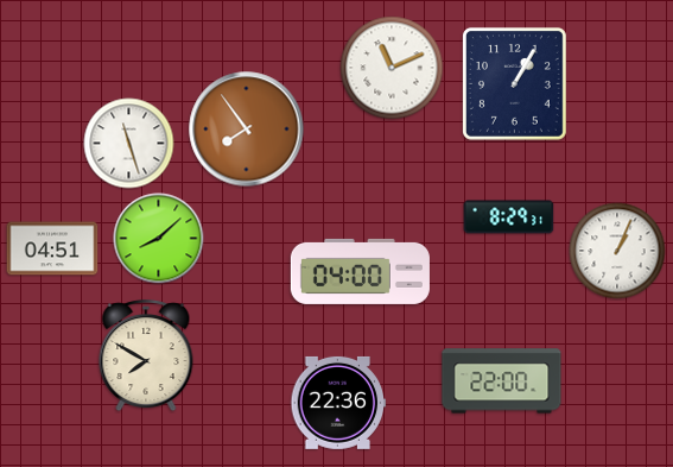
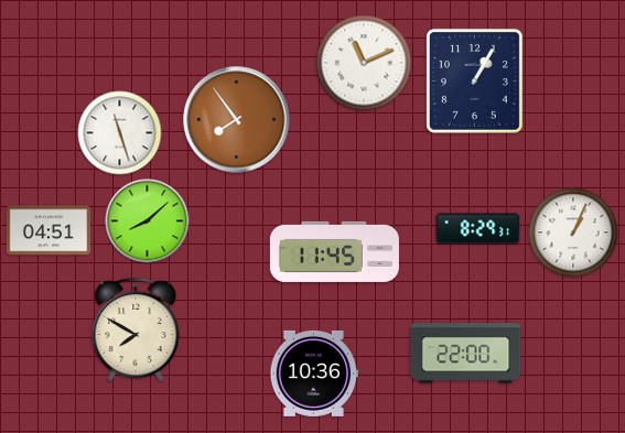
clock at (514, 83) position: (514, 83) -> (474, 80)
clock at (247, 130) position: (247, 130) -> (237, 120)
clock at (509, 217) position: (509, 217) -> (478, 229)
clock at (360, 271): 04:00 -> 11:45
clock at (338, 403): 22:36 -> 10:36
